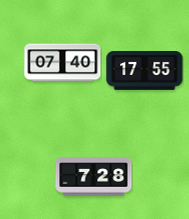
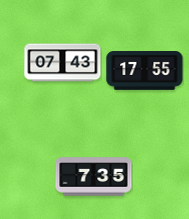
clock at (63, 63): 07:40 -> 07:43
clock at (94, 177): 7:28 -> 7:35
